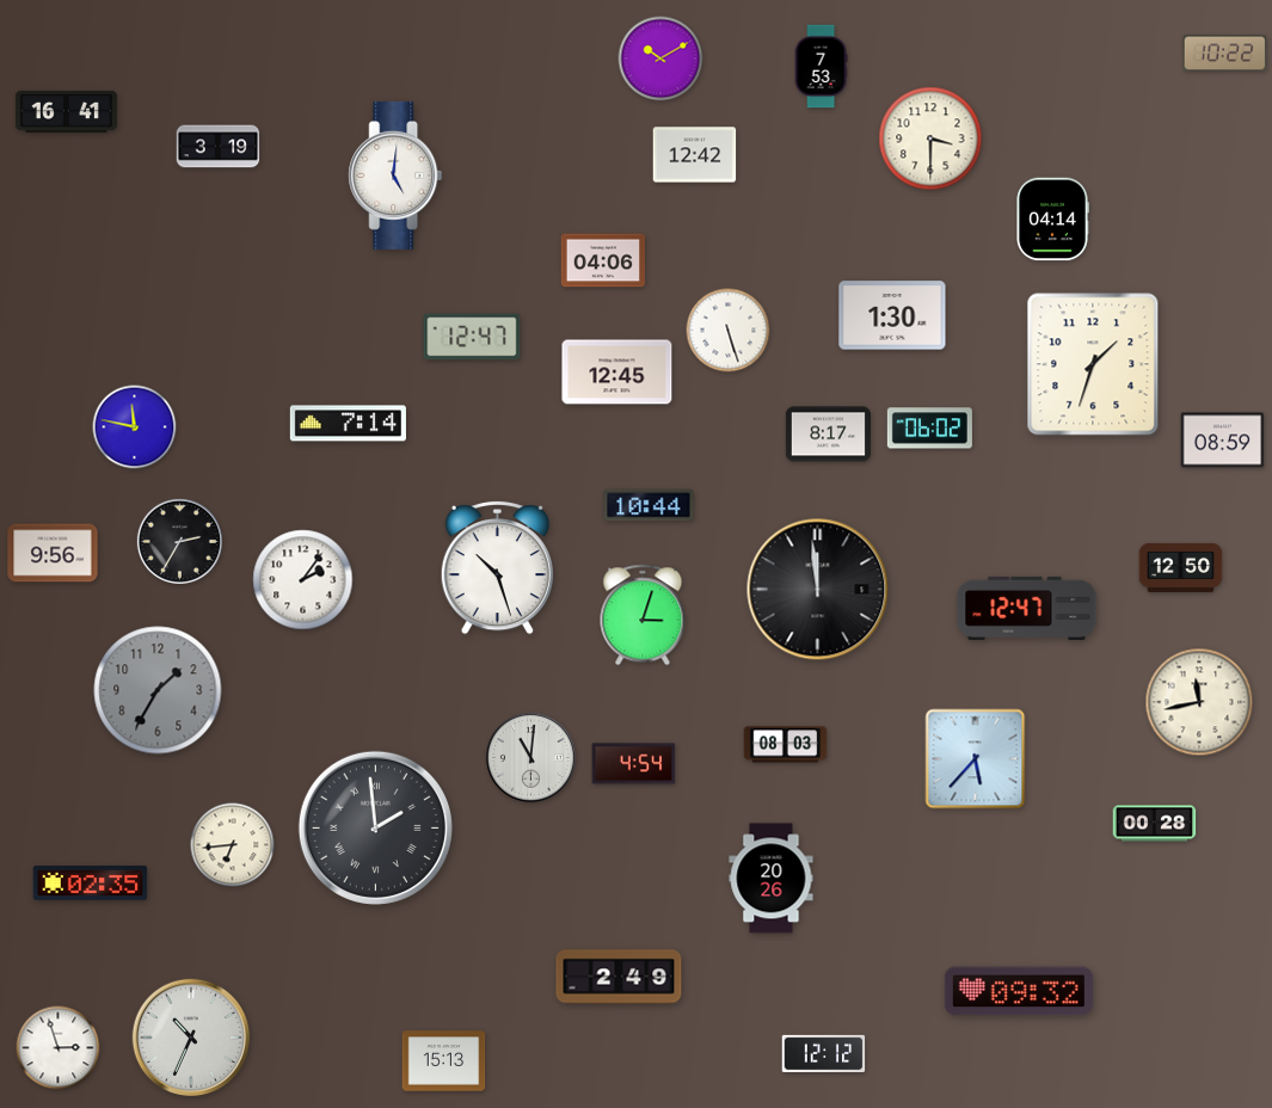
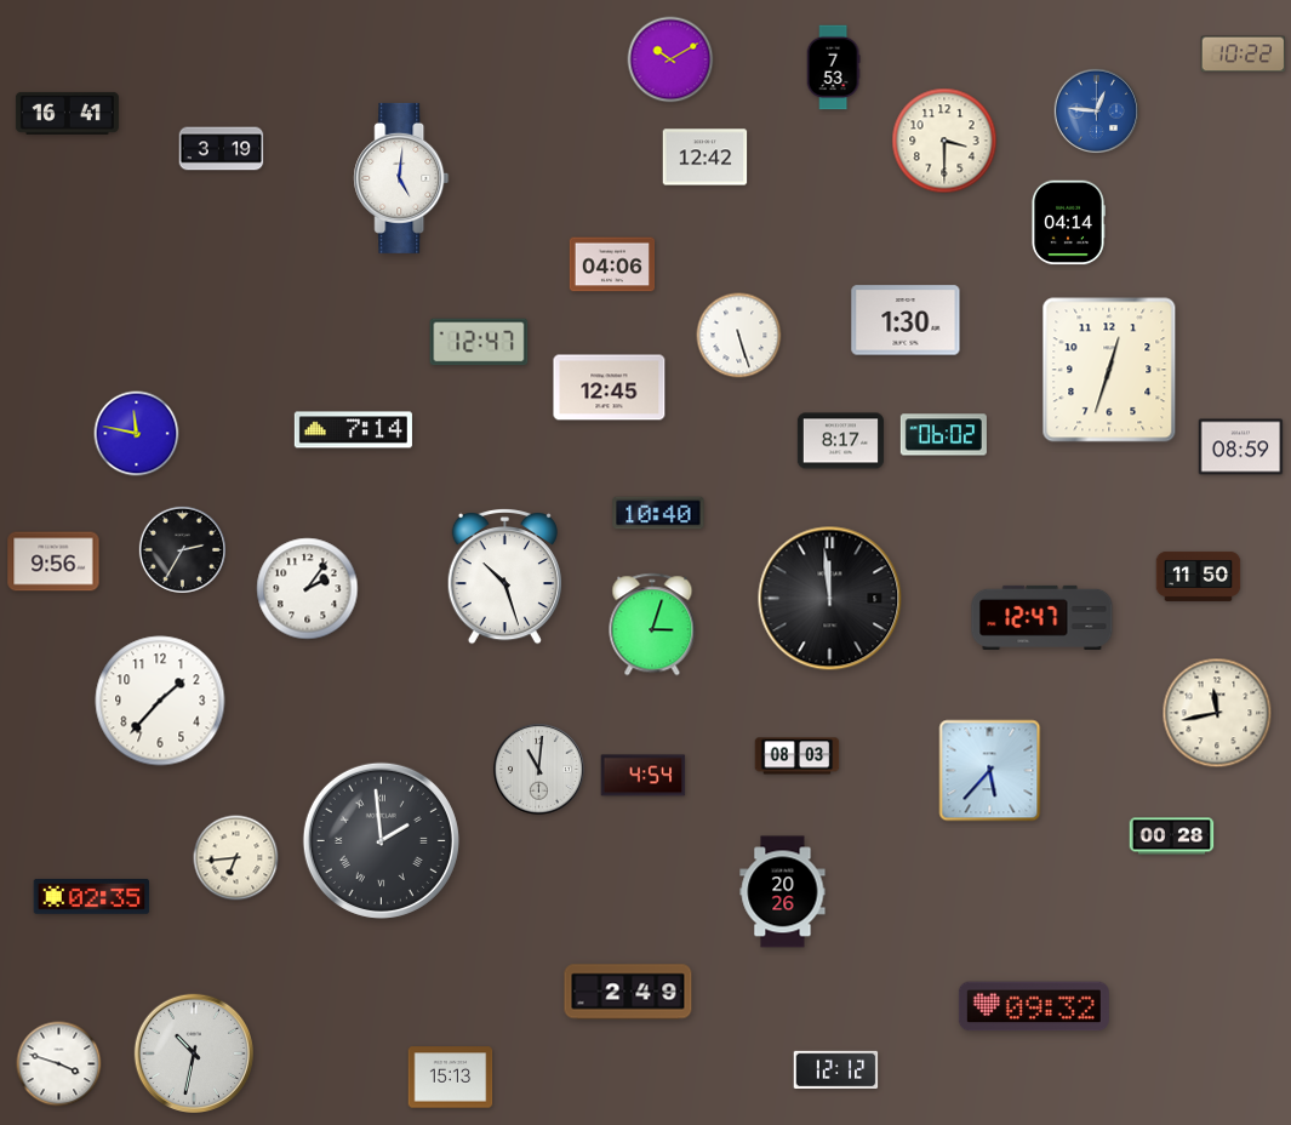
clock at (1097, 112): none -> 12:46
clock at (1093, 364): 1:33 -> 12:33
clock at (617, 373) position: (617, 373) -> (610, 388)
clock at (649, 505): 10:44 -> 10:40
clock at (1181, 567): 12:50 -> 11:50
clock at (158, 690): 1:35 -> 1:37
clock at (158, 690) dial: grey -> white
clock at (190, 1036): 10:34 -> 10:32
clock at (59, 1048): 2:57 -> 3:48
